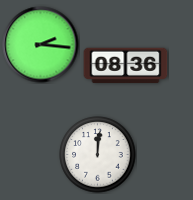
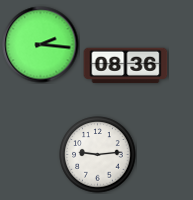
clock at (98, 155): 12:01 -> 9:14
